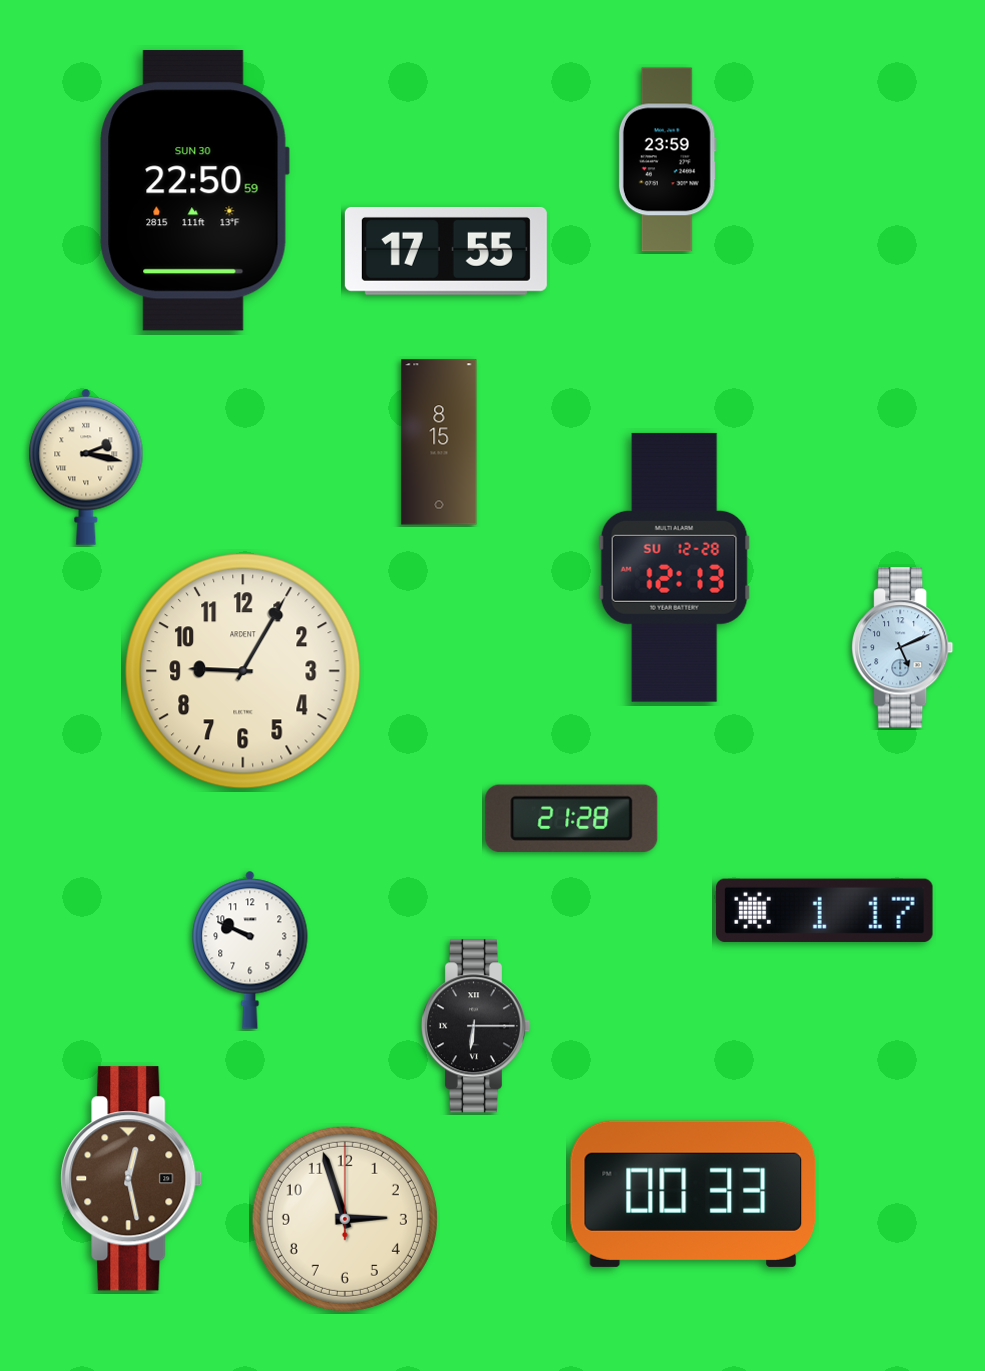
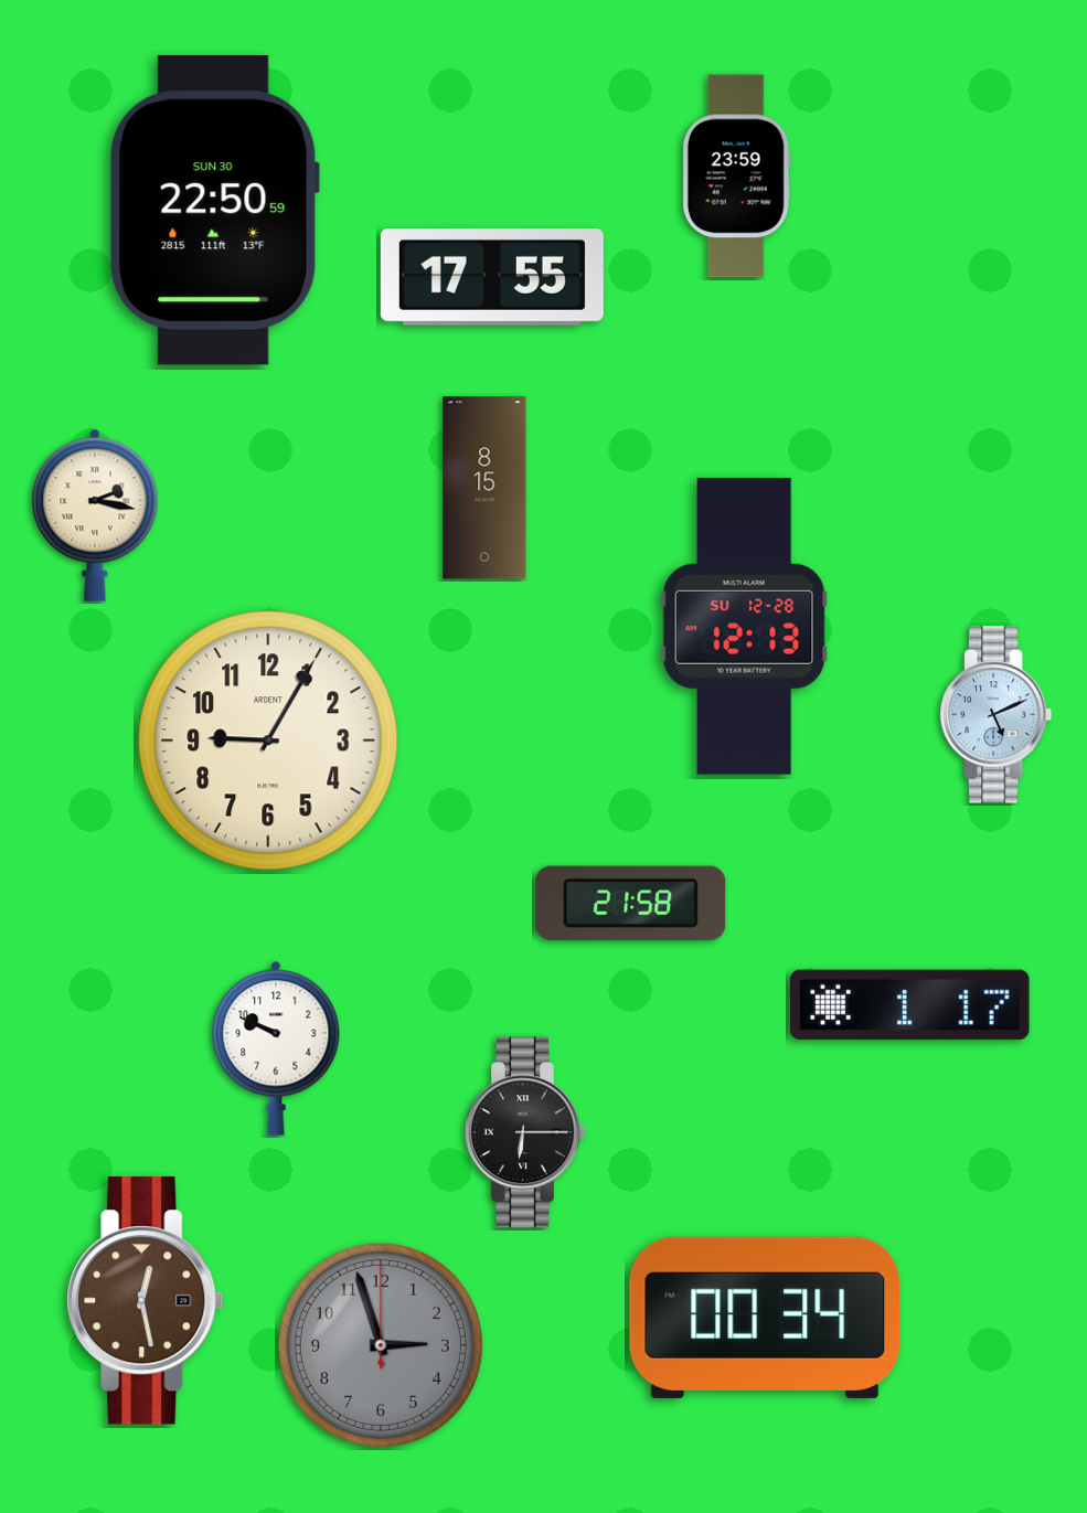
clock at (572, 818): 21:28 -> 21:58
clock at (693, 1194): 00:33 -> 00:34
clock at (345, 1219) dial: cream -> grey
